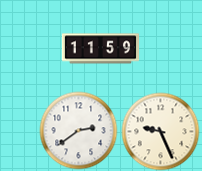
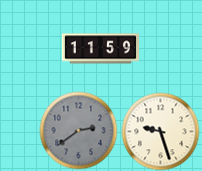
clock at (78, 130) dial: white -> grey
clock at (160, 131): 9:26 -> 9:27
